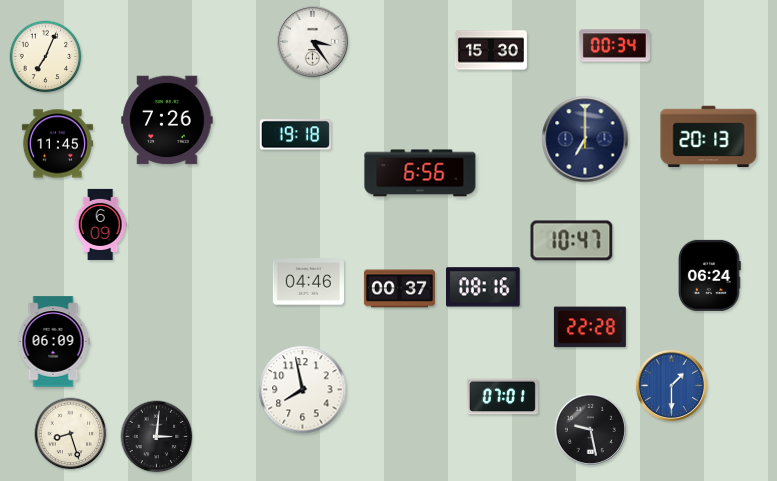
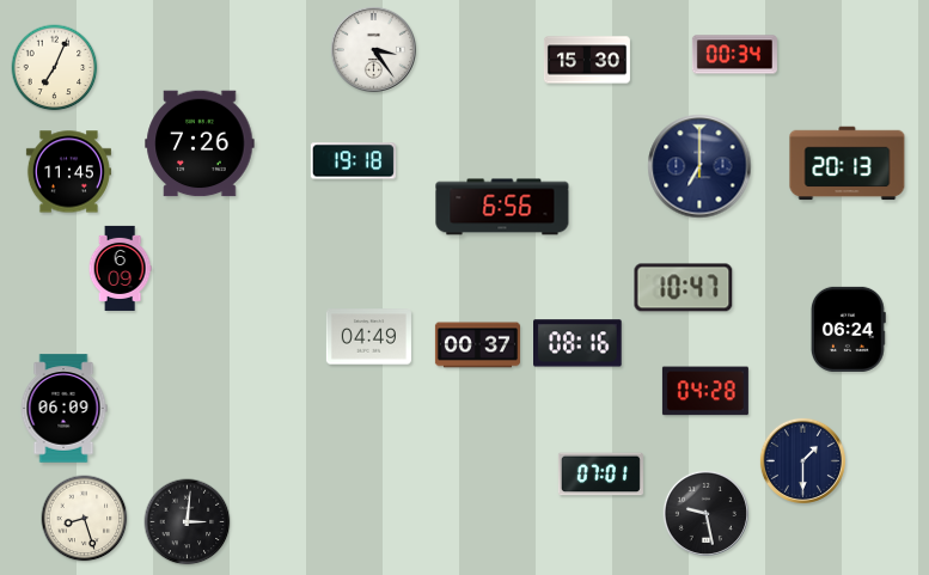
clock at (308, 282): 04:46 -> 04:49
clock at (590, 327): 22:28 -> 04:28
clock at (671, 385) dial: blue -> navy
clock at (303, 390): 7:58 -> none
